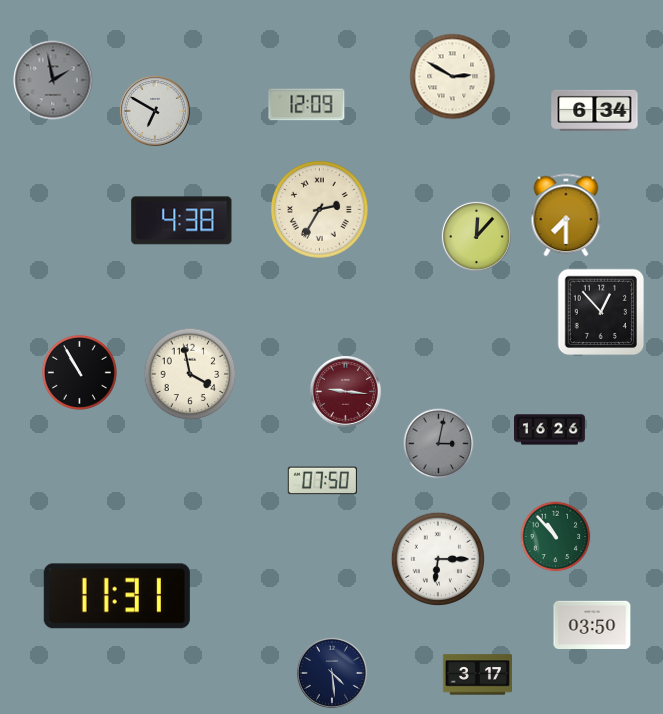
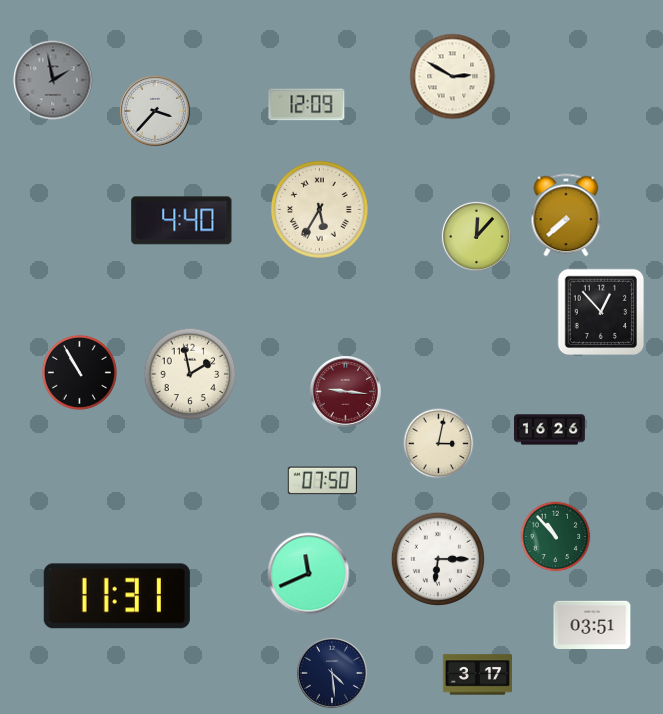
clock at (595, 110): 6:34 -> none
clock at (155, 111): 6:50 -> 3:37
clock at (319, 209): 2:35 -> 5:35
clock at (566, 215): 7:30 -> 7:38
clock at (182, 221): 4:38 -> 4:40
clock at (190, 374): 3:58 -> 1:58
clock at (439, 444) dial: grey -> cream
clock at (309, 574): none -> 11:41
clock at (592, 624): 03:50 -> 03:51
